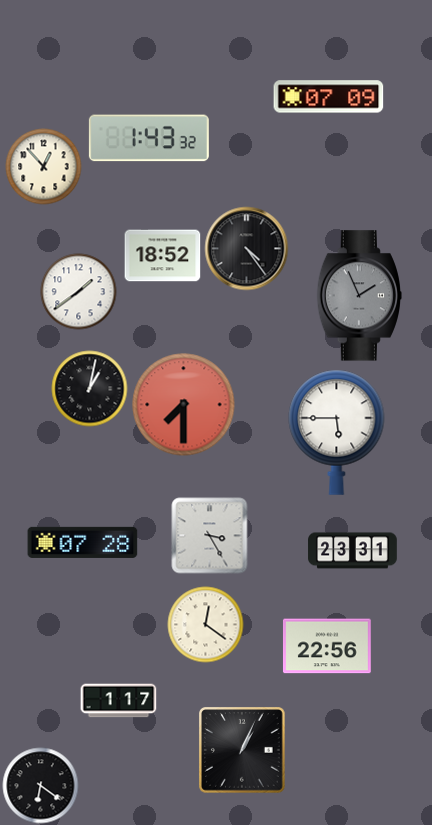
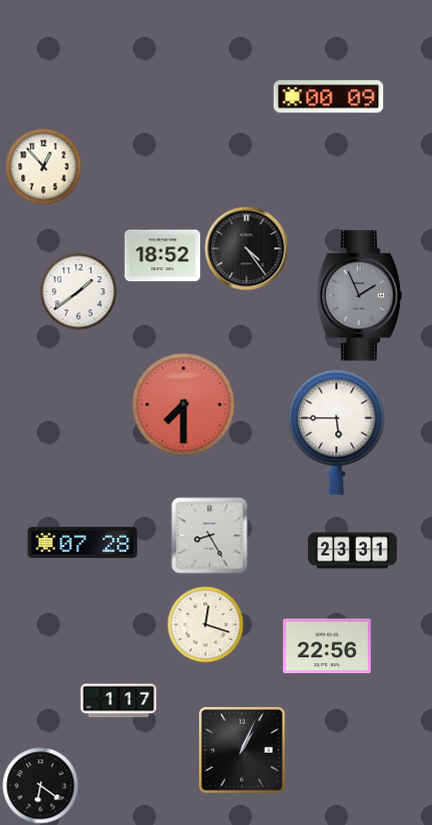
clock at (329, 97): 07:09 -> 00:09
clock at (149, 138): 1:43 -> none
clock at (90, 389): 1:02 -> none
clock at (210, 536): 3:25 -> 8:25
clock at (206, 625): 12:21 -> 12:18
